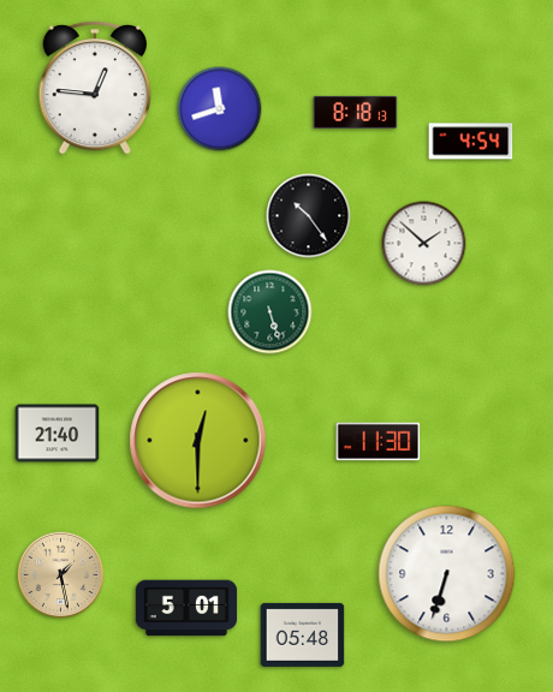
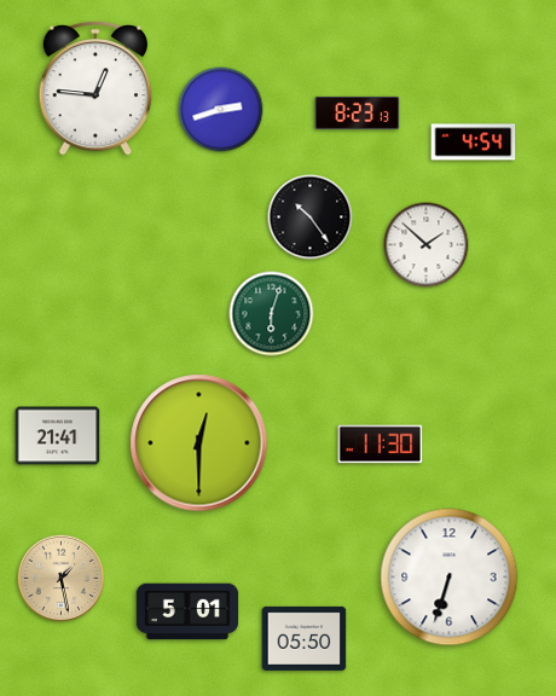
clock at (220, 109): 11:42 -> 2:42
clock at (356, 112): 8:18 -> 8:23
clock at (270, 312): 5:27 -> 6:03
clock at (58, 434): 21:40 -> 21:41
clock at (303, 634): 05:48 -> 05:50
